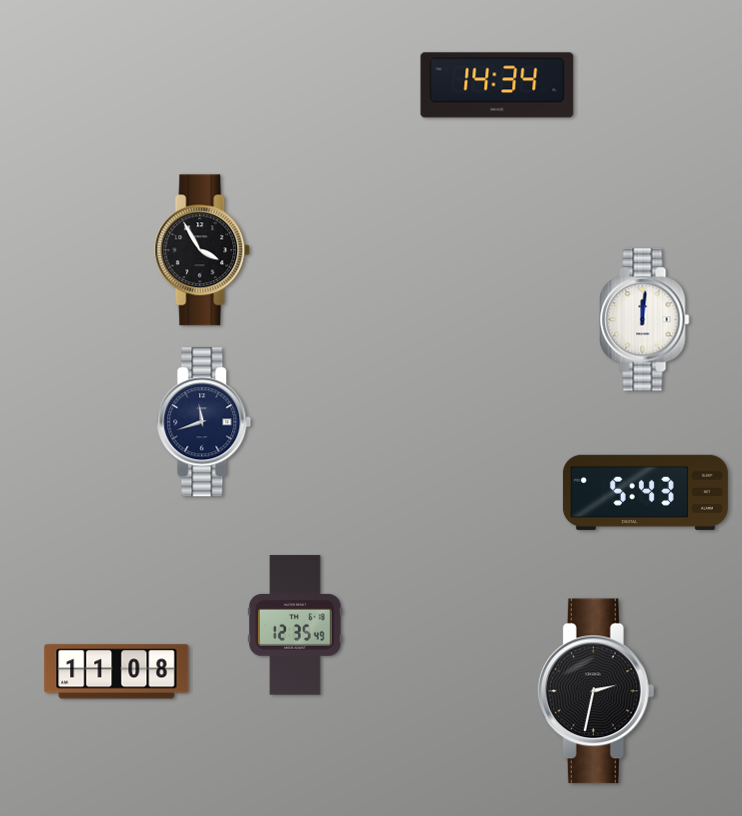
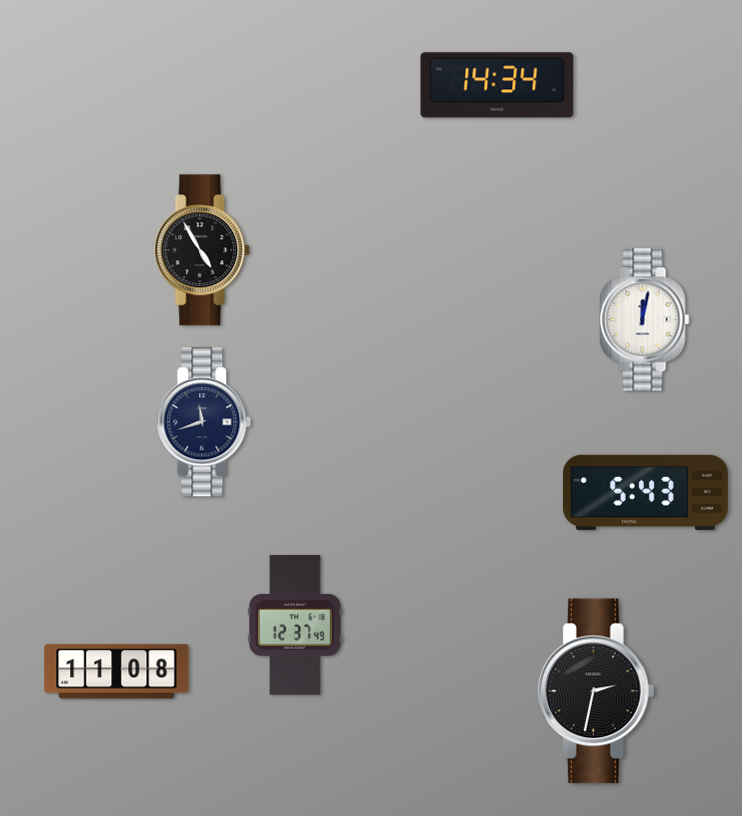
clock at (203, 250): 3:55 -> 4:55
clock at (645, 320): 12:01 -> 12:02
clock at (295, 625): 12:35 -> 12:37
